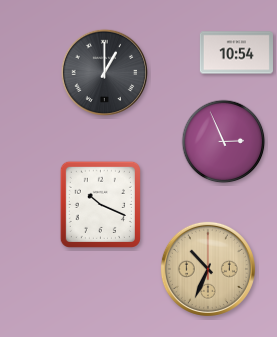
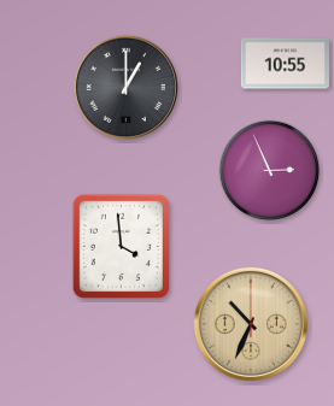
clock at (236, 53): 10:54 -> 10:55
clock at (100, 204): 10:19 -> 3:59
